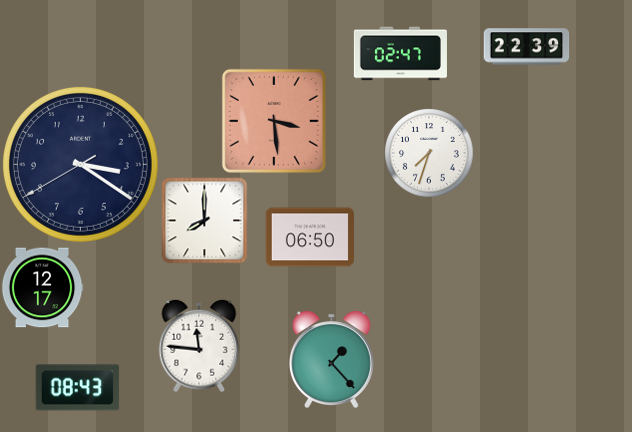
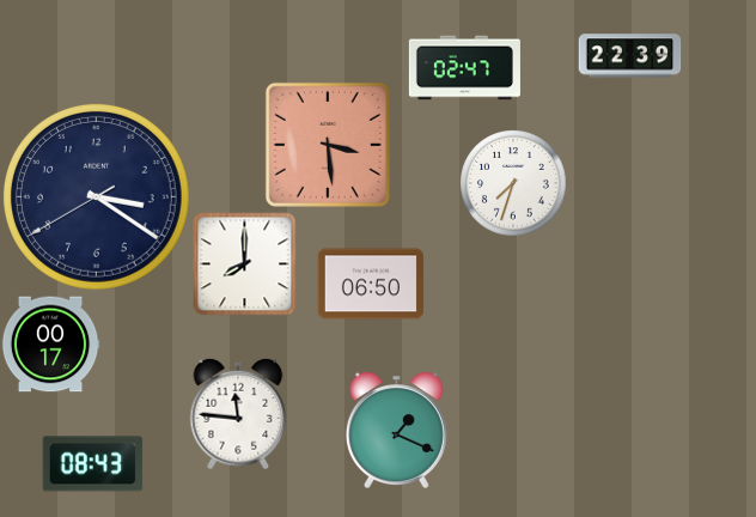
clock at (400, 54) position: (400, 54) -> (464, 68)
clock at (42, 288): 12:17 -> 00:17
clock at (331, 359): 1:23 -> 1:19
